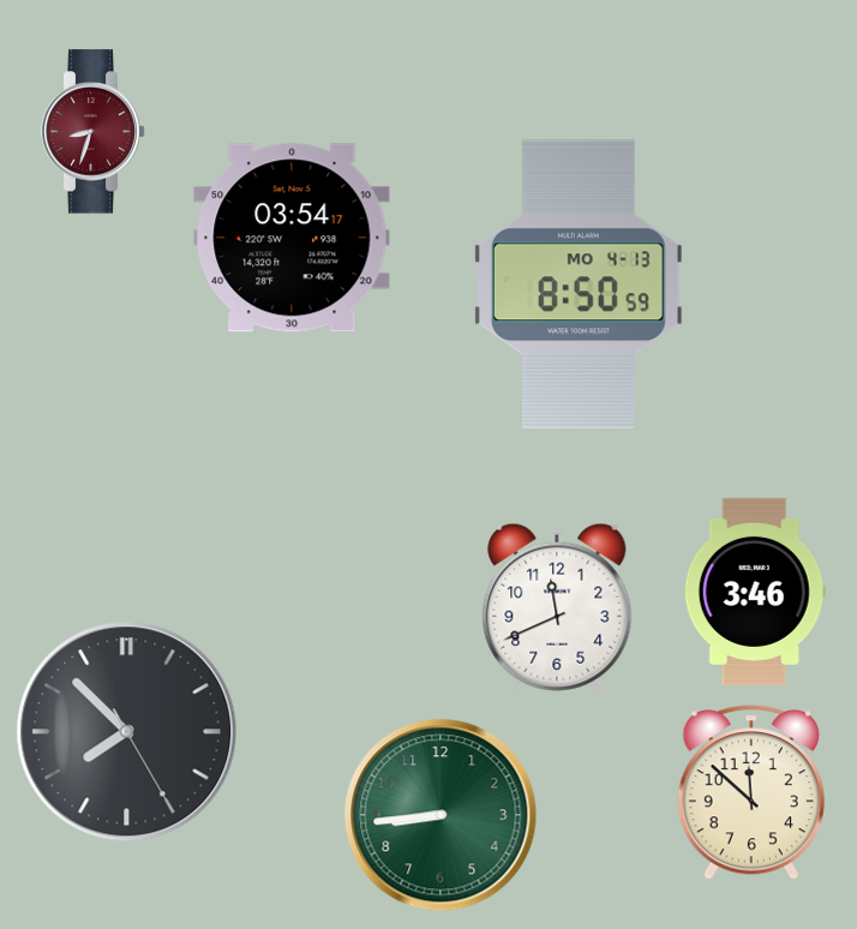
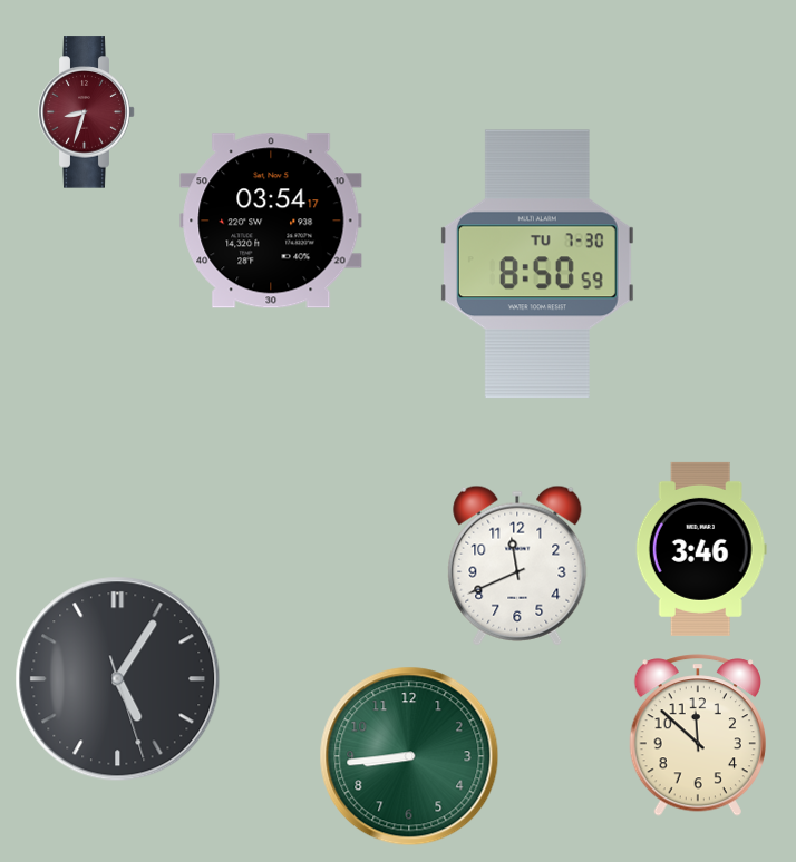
clock at (94, 132) position: (94, 132) -> (87, 112)
clock at (579, 284) date: MO 4-13 -> TU 7-30
clock at (127, 732): 7:52 -> 5:05
